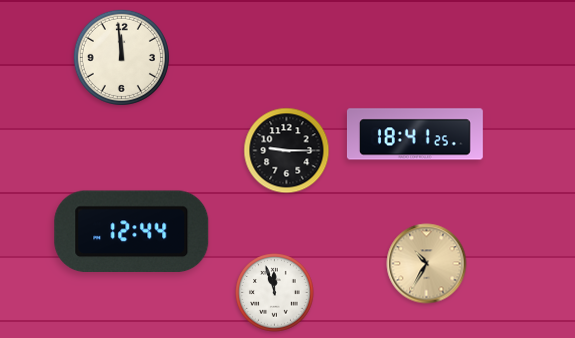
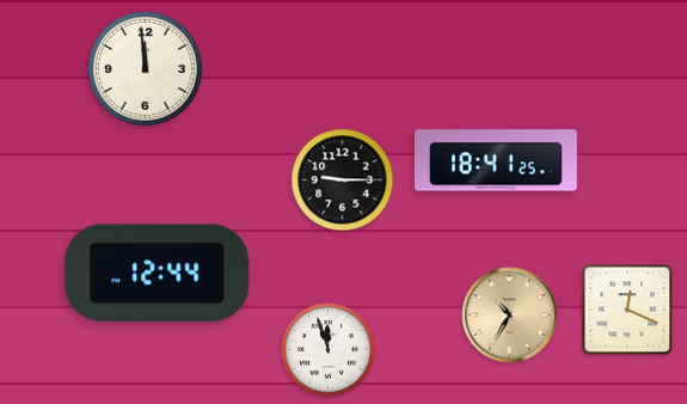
clock at (132, 231) position: (132, 231) -> (158, 273)
clock at (627, 310): none -> 12:19
